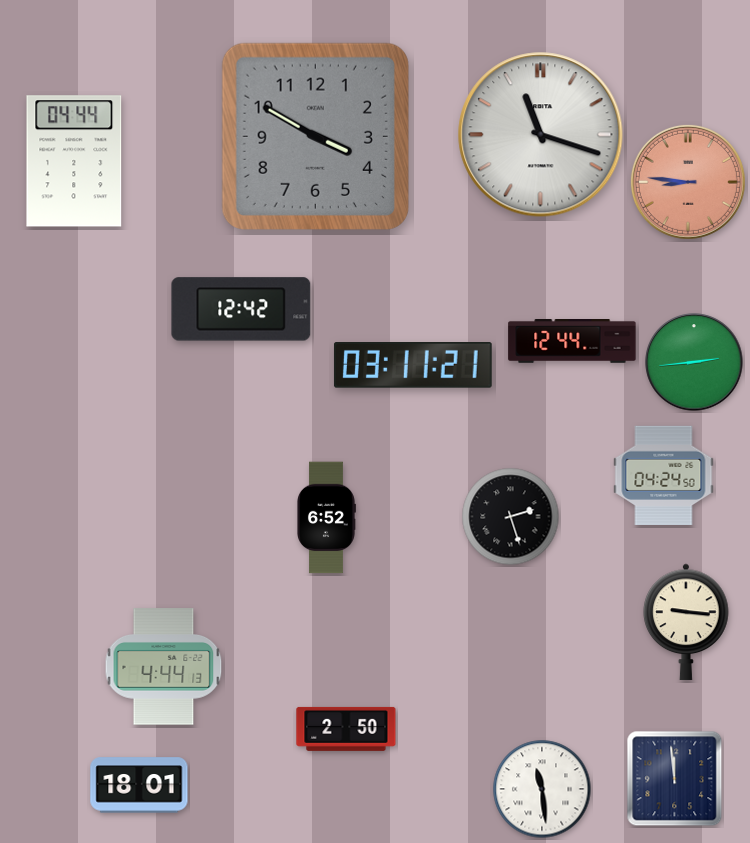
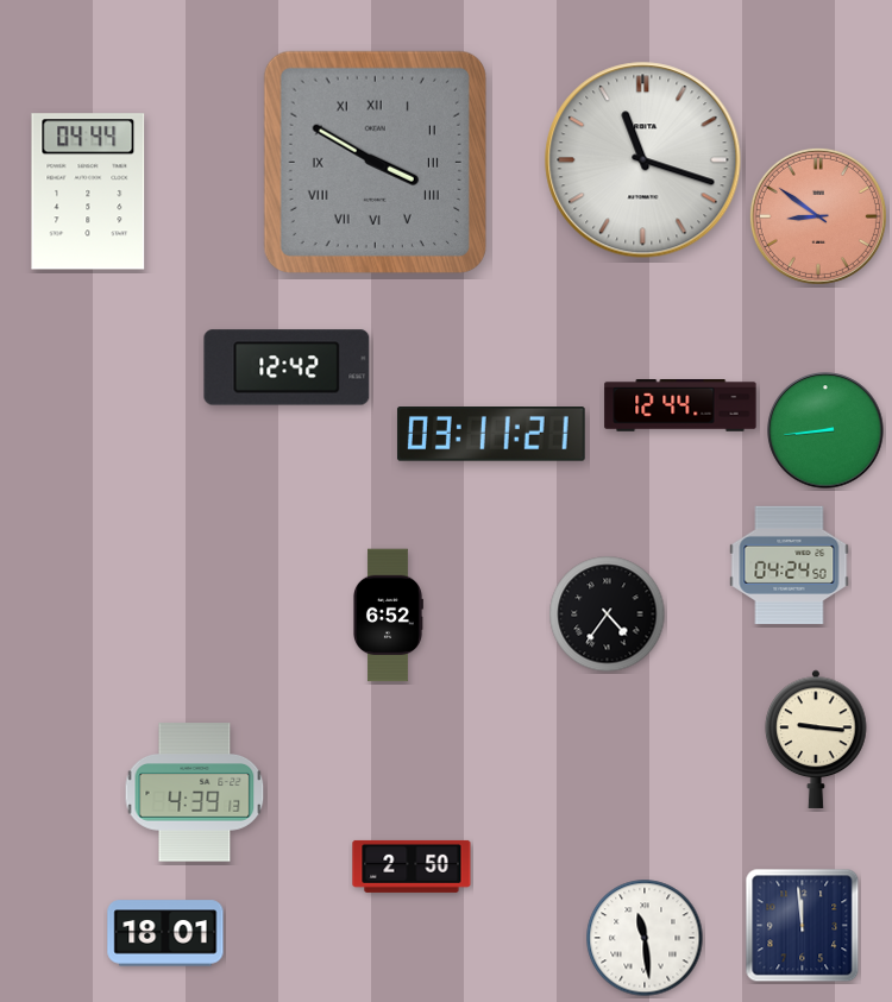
clock at (315, 136) numerals: Arabic -> Roman
clock at (688, 182): 8:46 -> 8:51
clock at (694, 362): 2:44 -> 8:44
clock at (511, 517): 2:27 -> 4:36
clock at (164, 667): 4:44 -> 4:39
